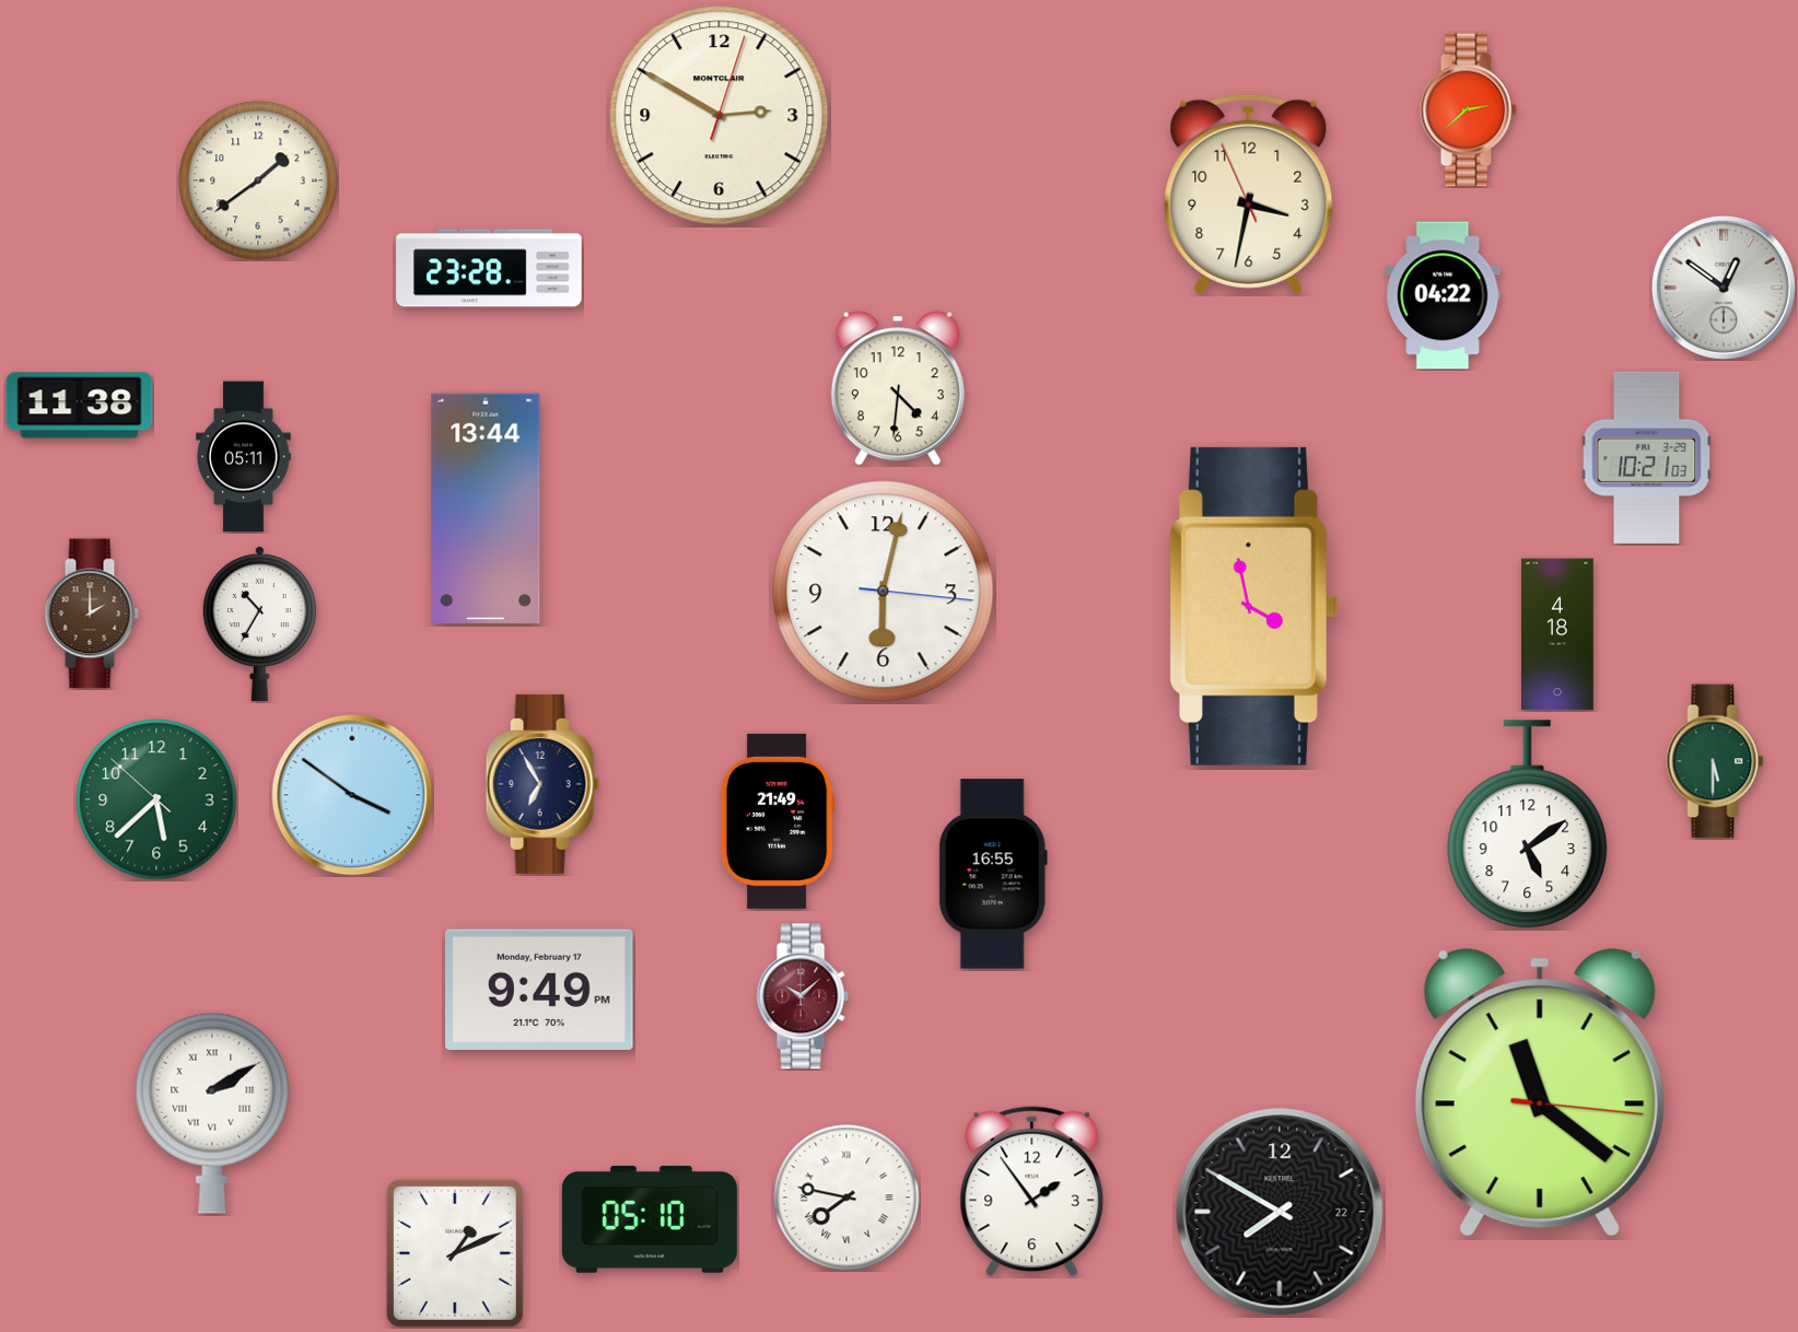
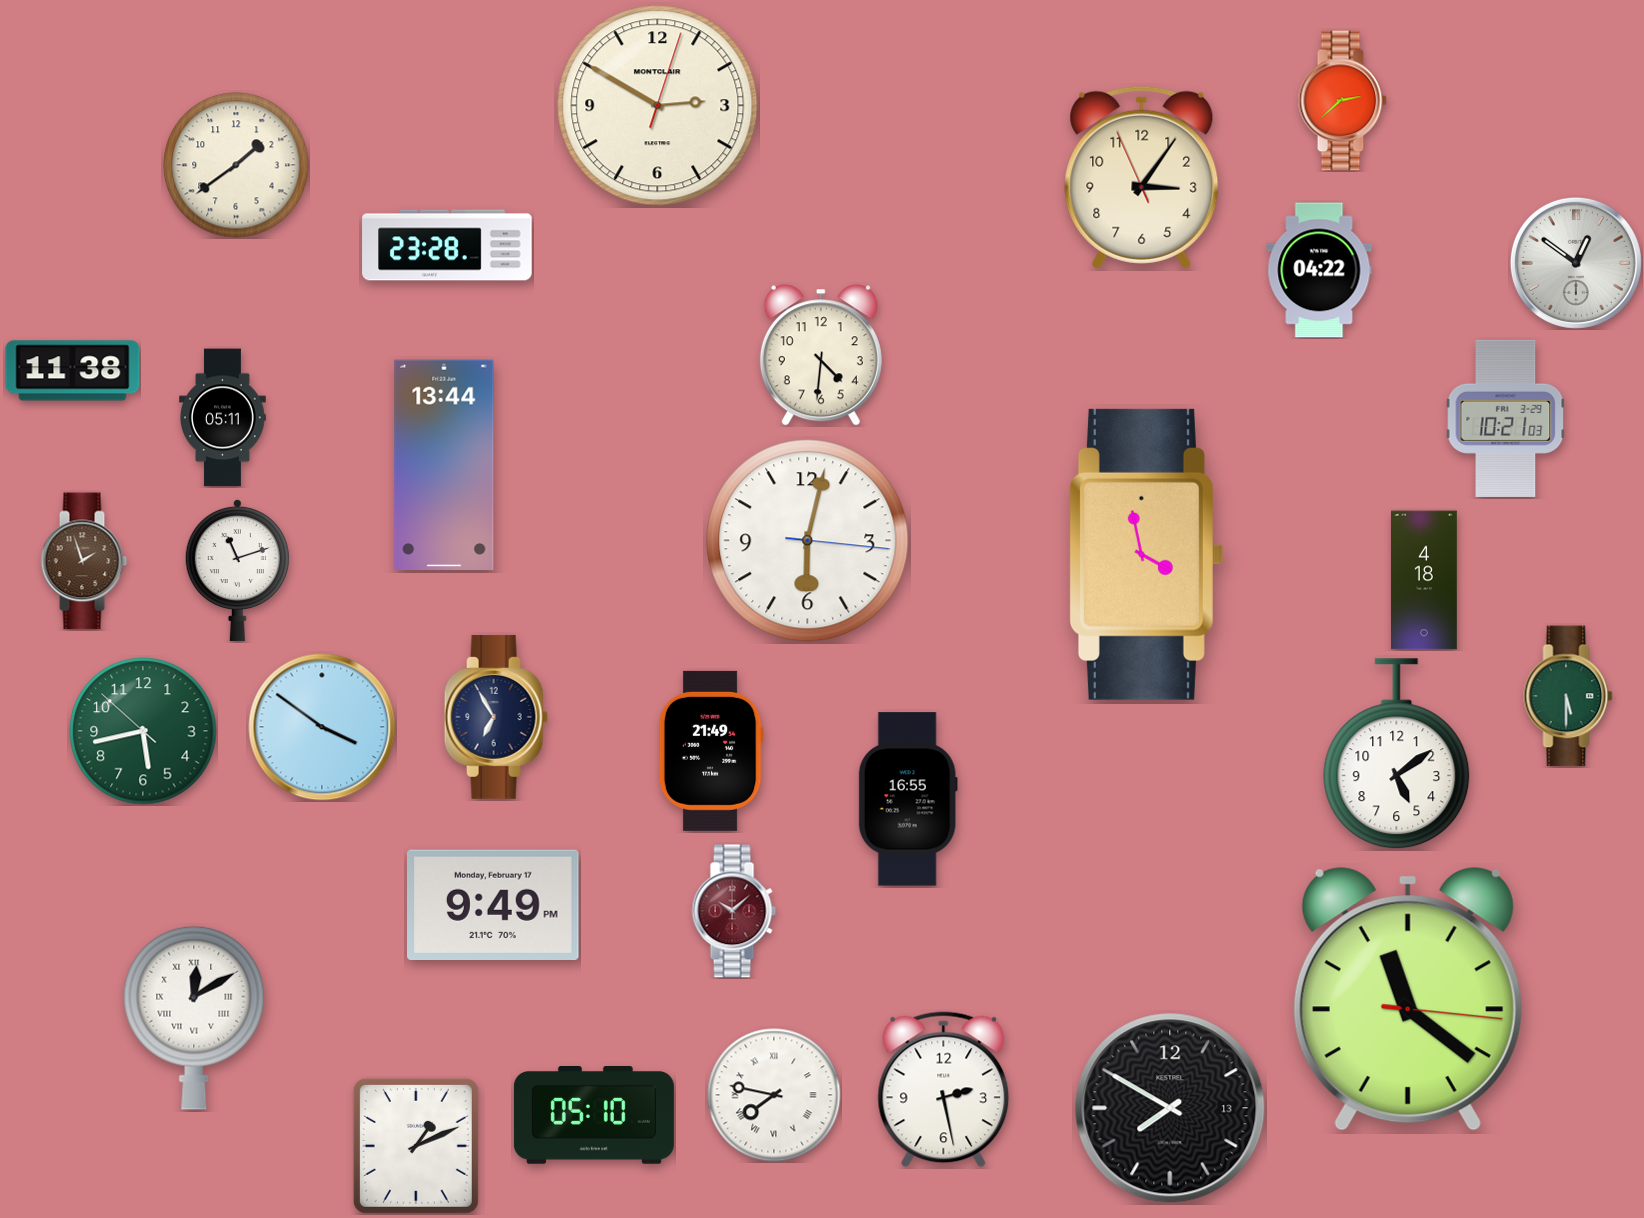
clock at (1249, 194): 3:31 -> 3:05
clock at (92, 614): 2:00 -> 1:57
clock at (259, 623): 10:35 -> 11:12
clock at (156, 799): 5:37 -> 5:42
clock at (212, 1113): 2:10 -> 12:10
clock at (1032, 1192): 1:54 -> 2:28
clock at (1280, 1212) date: 22 -> 13
